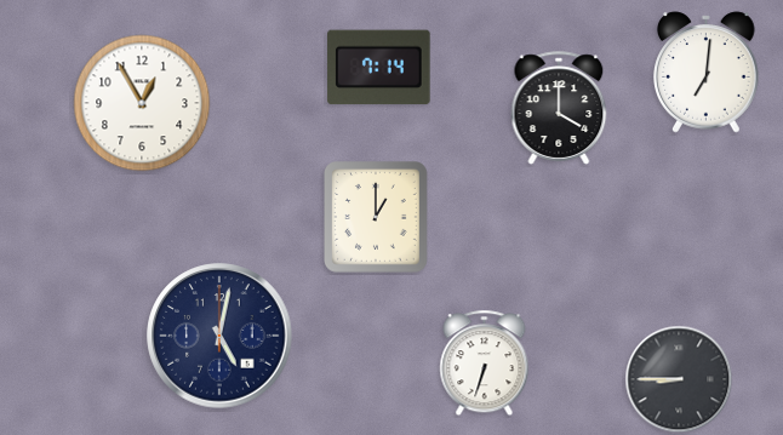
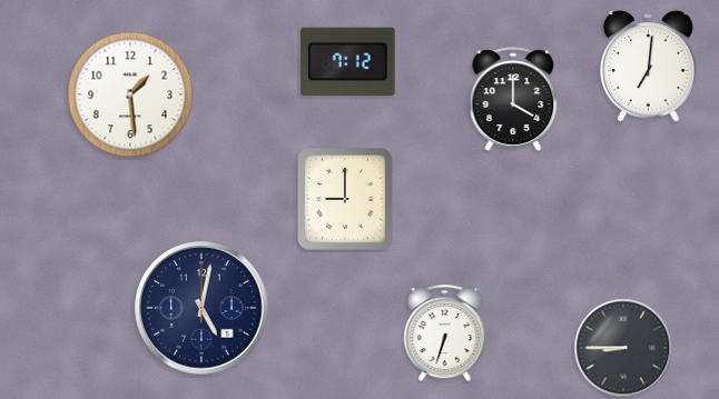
clock at (379, 68): 7:14 -> 7:12
clock at (142, 103): 12:55 -> 1:29
clock at (377, 218): 1:00 -> 9:00
